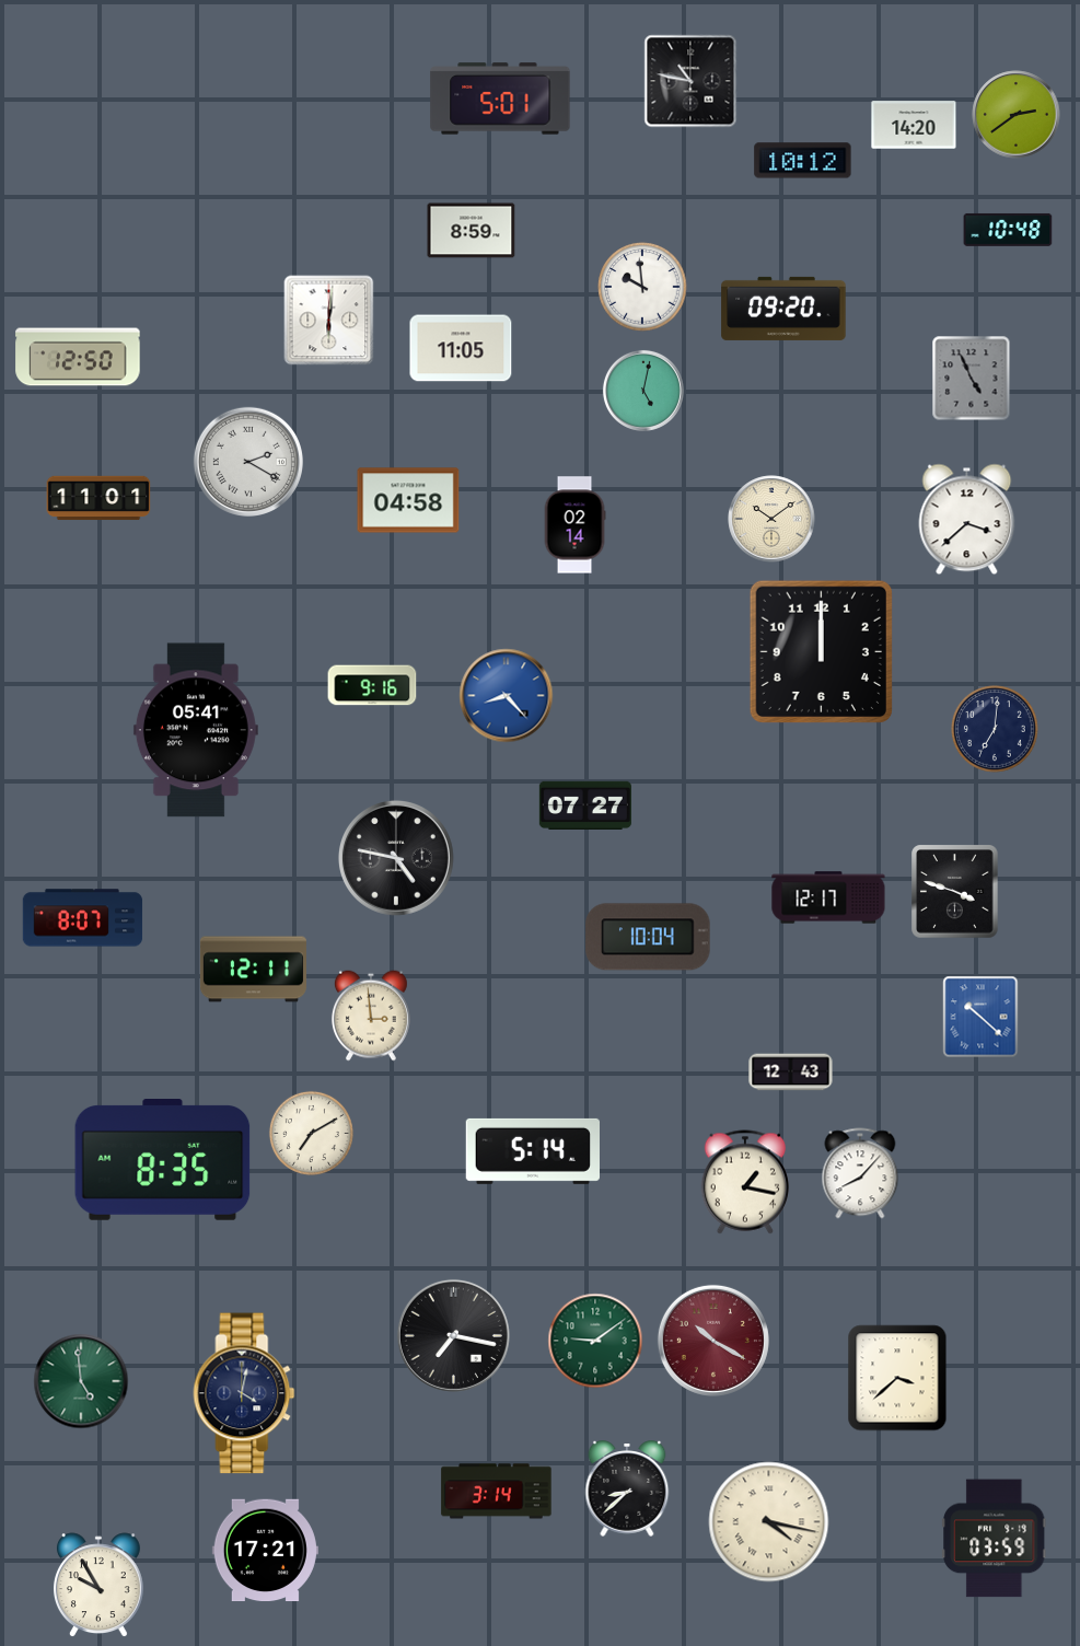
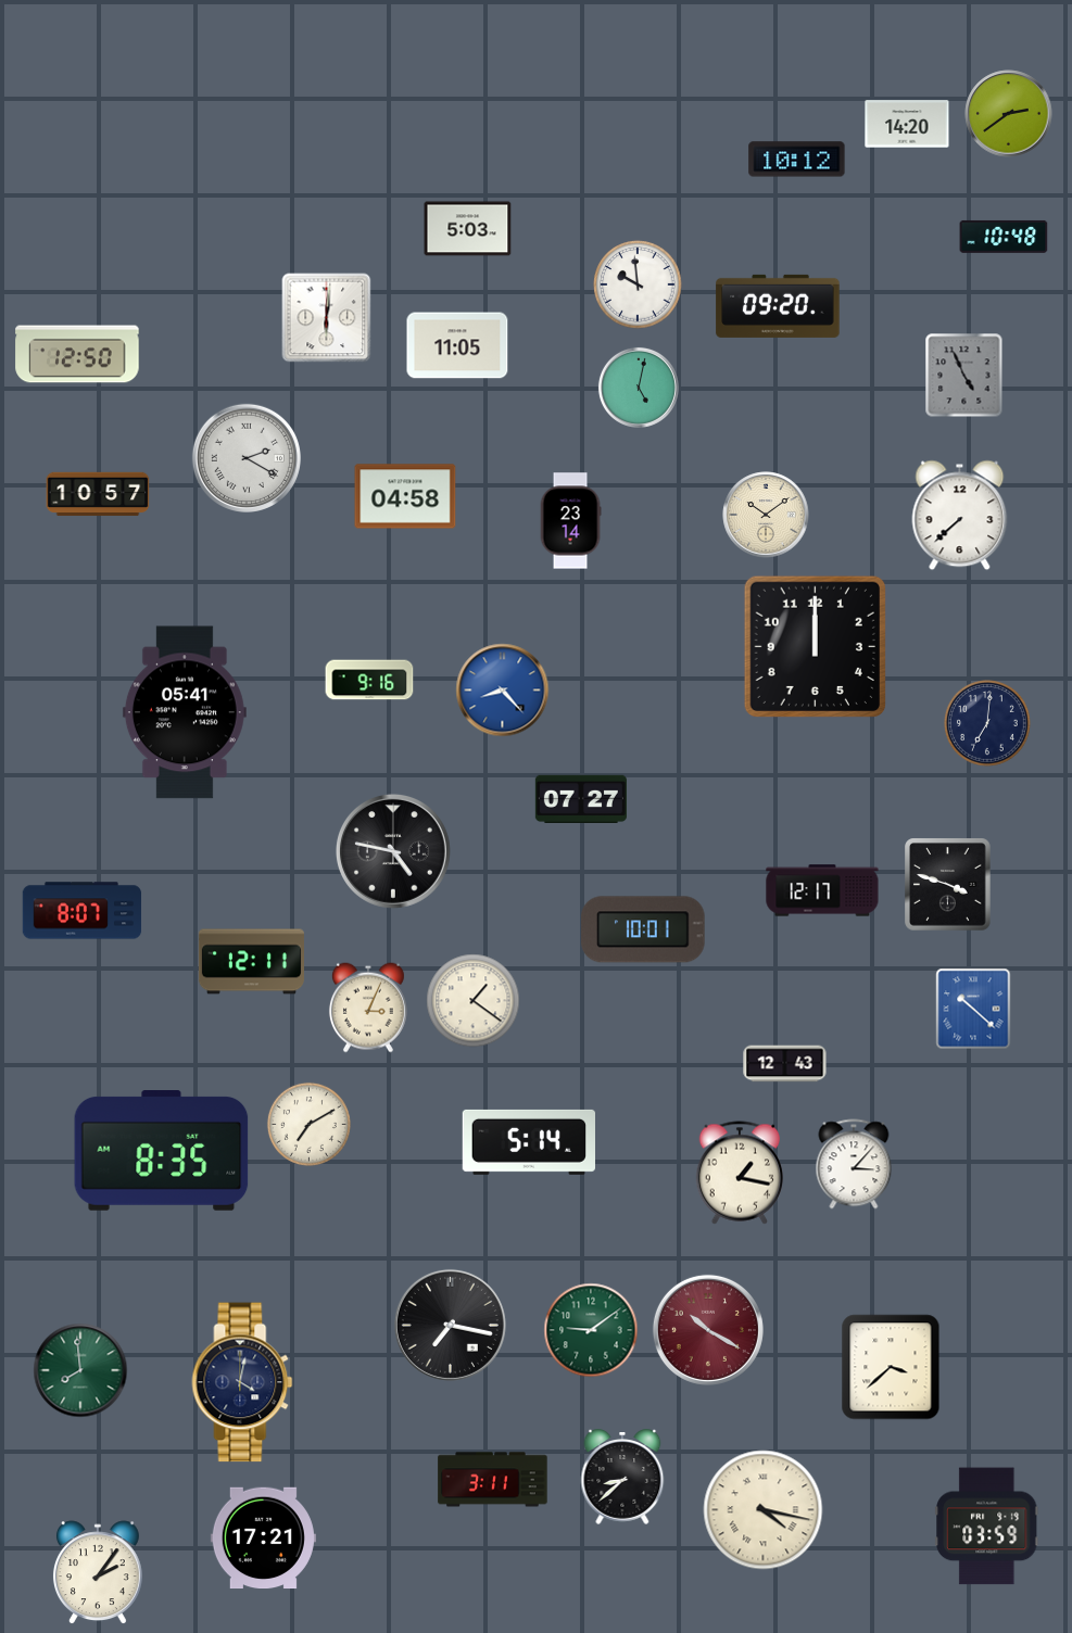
clock at (690, 81): 10:47 -> none
clock at (500, 98): 5:01 -> none
clock at (1008, 230) position: (1008, 230) -> (1004, 237)
clock at (472, 231): 8:59 -> 5:03
clock at (98, 498): 11:01 -> 10:57
clock at (967, 520): 3:38 -> 7:38
clock at (574, 525): 02:14 -> 23:14
clock at (196, 730) position: (196, 730) -> (185, 712)
clock at (648, 937): 10:04 -> 10:01
clock at (474, 1001): none -> 1:21
clock at (371, 1016): 2:59 -> 3:04
clock at (860, 1173): 8:07 -> 3:07
clock at (81, 1381): 4:59 -> 7:59
clock at (497, 1492): 3:14 -> 3:11
clock at (98, 1586): 9:55 -> 2:06
